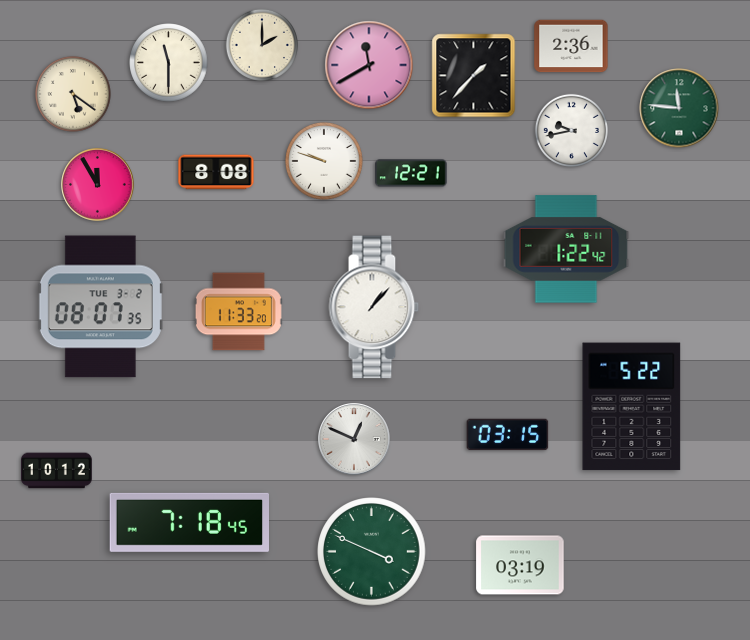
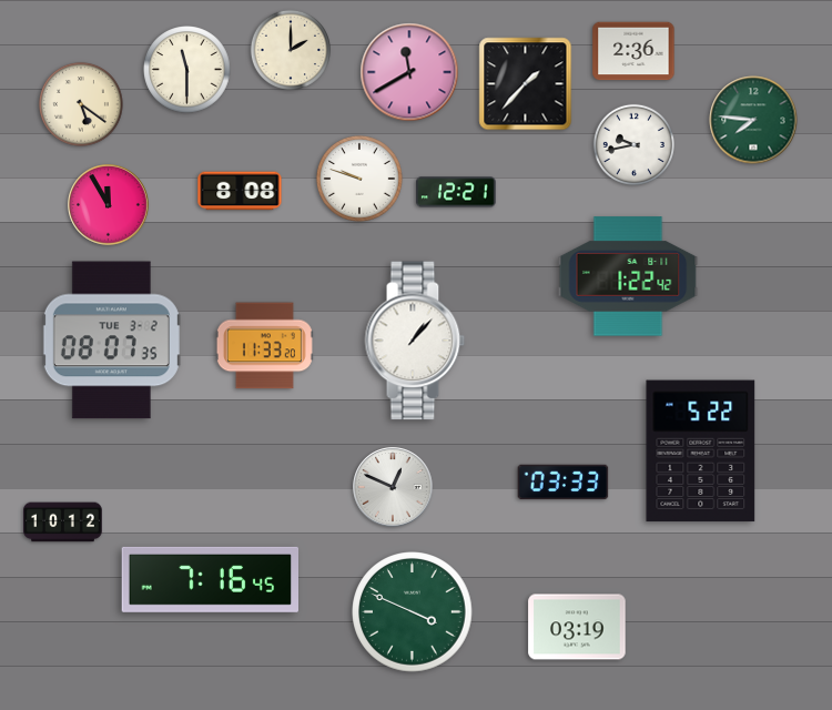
clock at (679, 108): 11:46 -> 7:46
clock at (508, 435): 03:15 -> 03:33
clock at (190, 522): 7:18 -> 7:16
